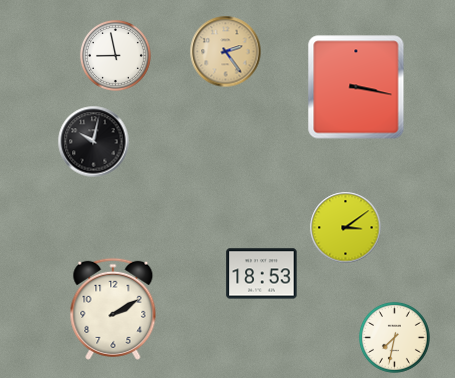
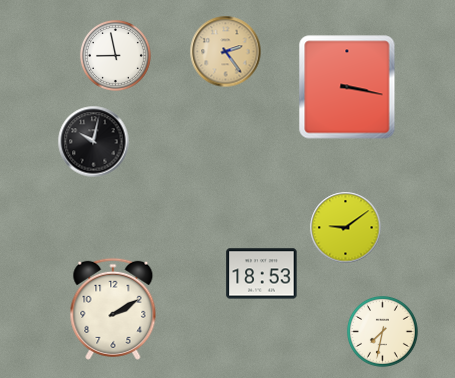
clock at (356, 87) position: (356, 87) -> (347, 87)
clock at (346, 228): 3:09 -> 9:09
clock at (394, 337) position: (394, 337) -> (382, 331)
